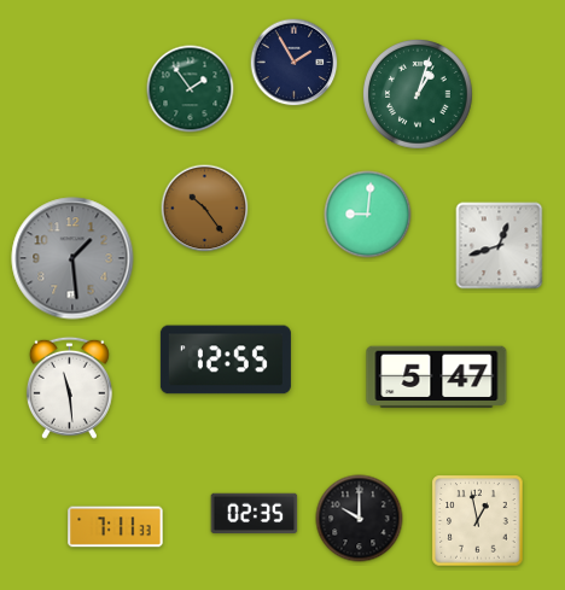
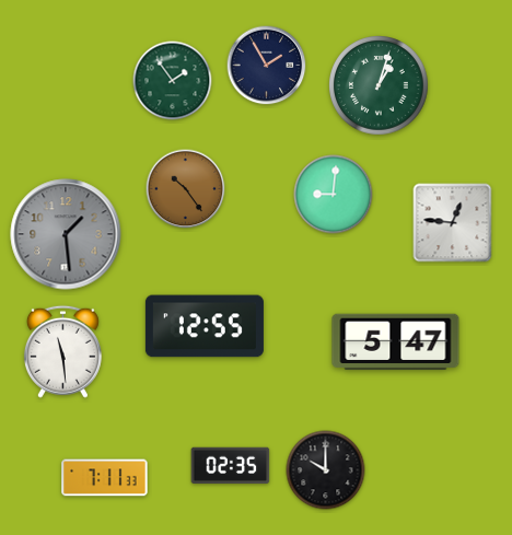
clock at (295, 63) position: (295, 63) -> (267, 66)
clock at (500, 246): 12:42 -> 12:46
clock at (478, 521): 12:58 -> none
